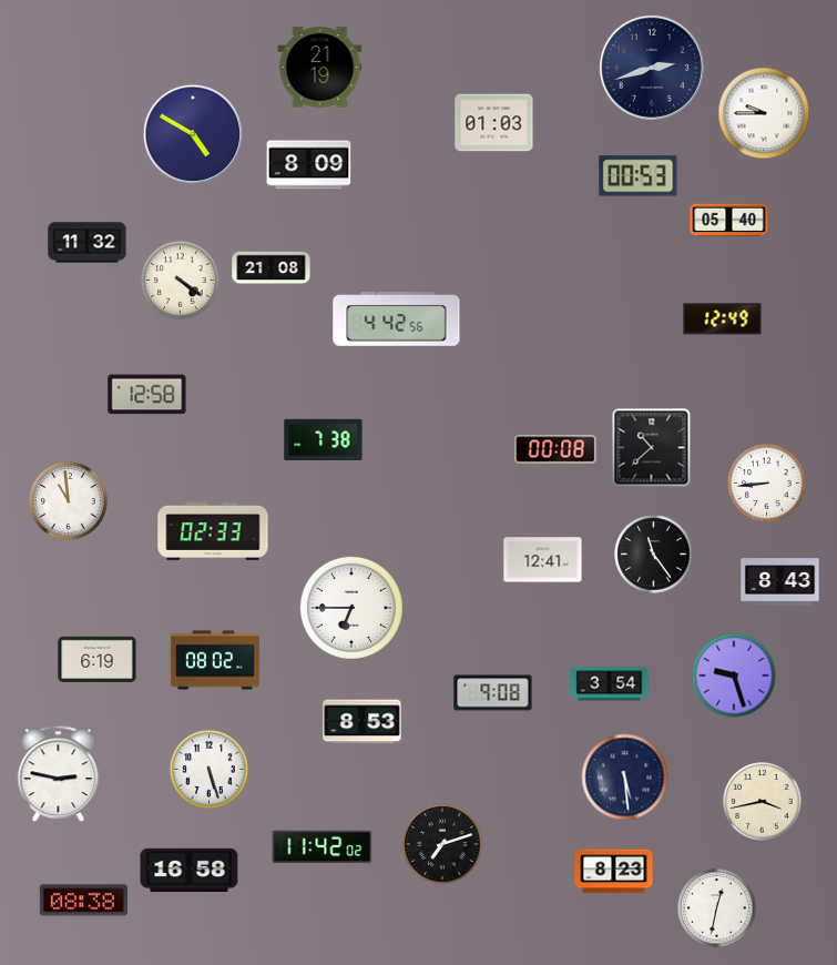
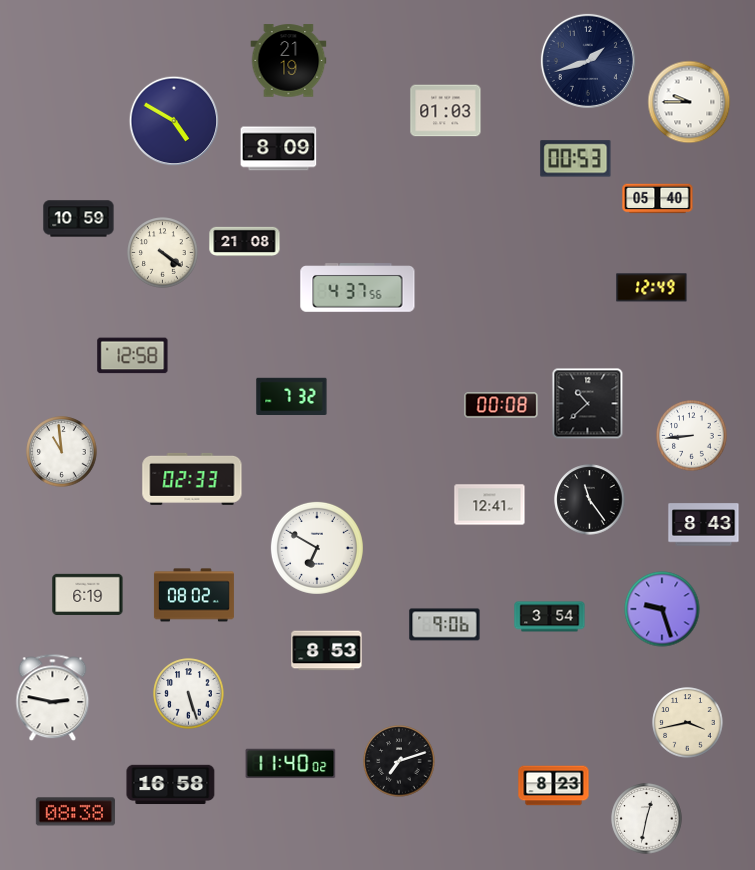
clock at (652, 68): 2:42 -> 1:42
clock at (88, 243): 11:32 -> 10:59
clock at (397, 319): 4:42 -> 4:37
clock at (324, 439): 7:38 -> 7:32
clock at (351, 608): 6:45 -> 6:50
clock at (493, 693): 9:08 -> 9:06
clock at (625, 778): 5:29 -> none
clock at (323, 847): 11:42 -> 11:40
